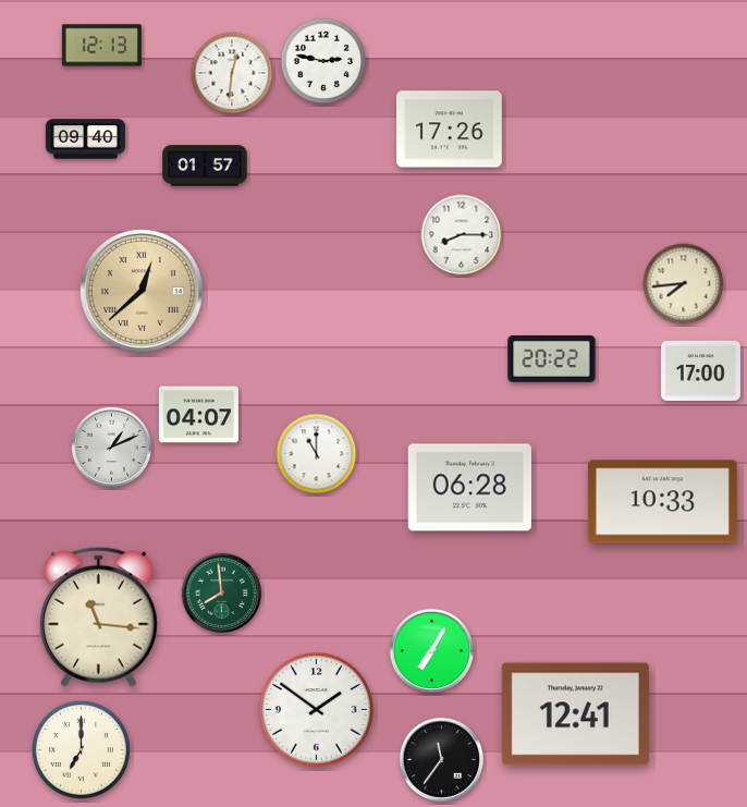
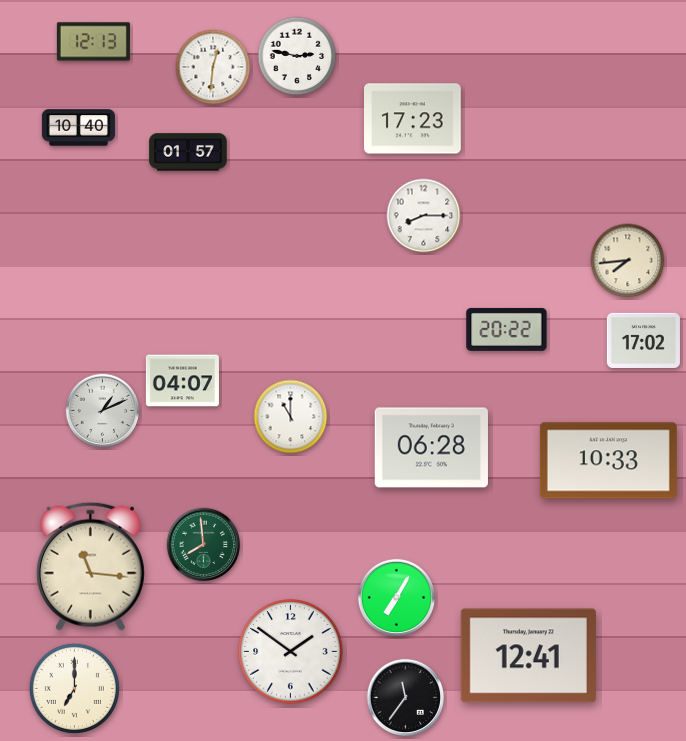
clock at (450, 130): 17:26 -> 17:23
clock at (85, 139): 09:40 -> 10:40
clock at (142, 291): 12:38 -> none
clock at (700, 370): 17:00 -> 17:02
